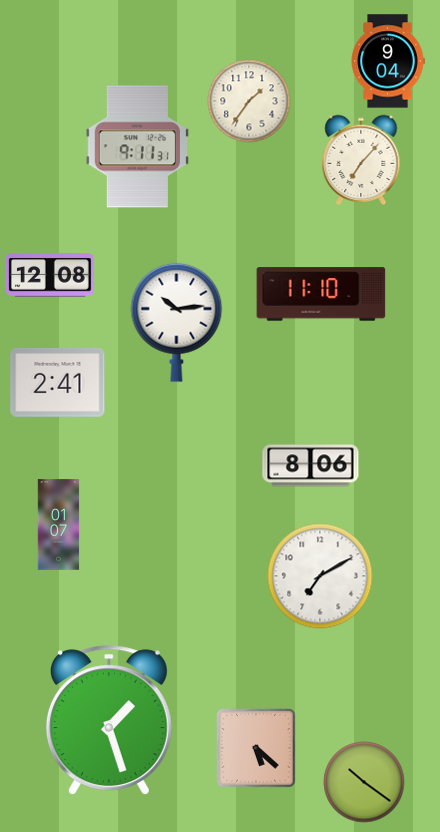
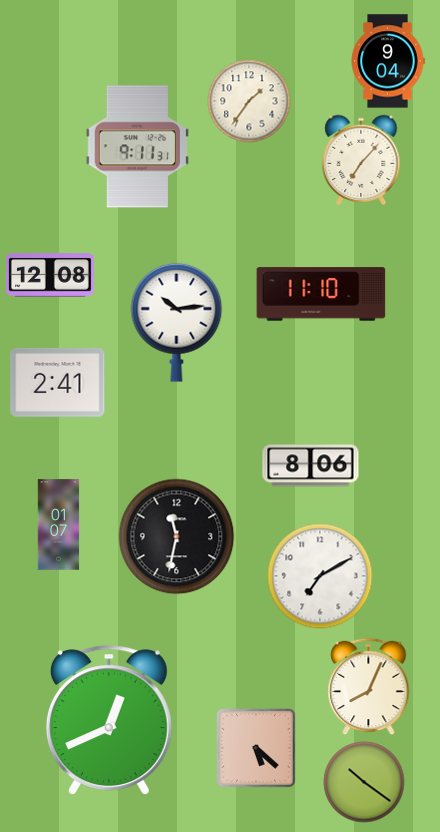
clock at (177, 537): none -> 11:32
clock at (369, 687): none -> 8:04
clock at (109, 720): 1:27 -> 12:41
